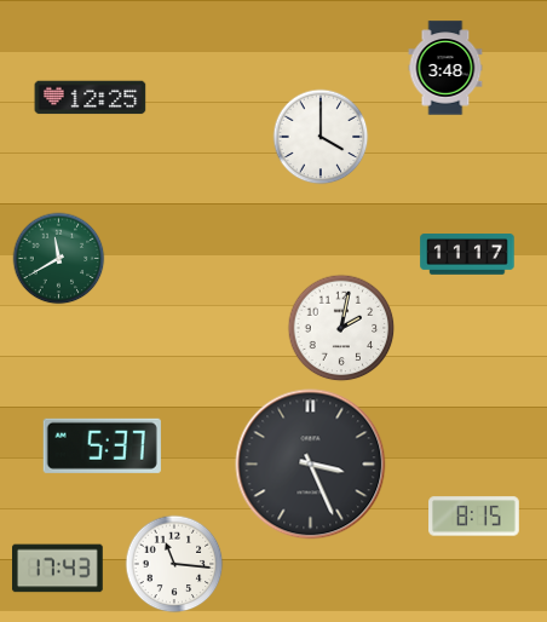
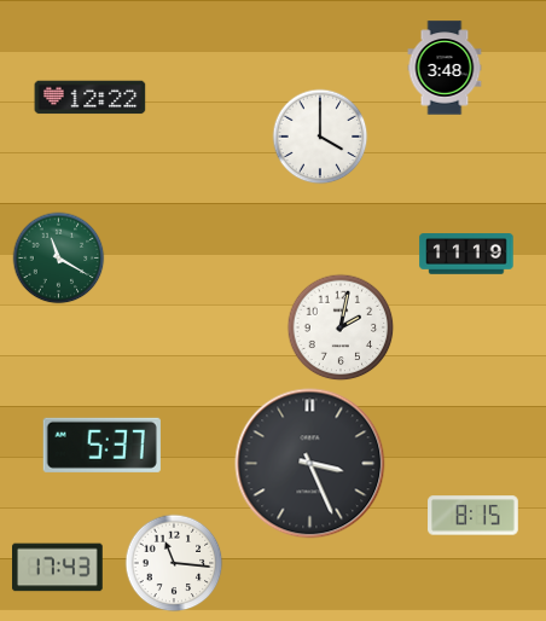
clock at (91, 98): 12:25 -> 12:22
clock at (467, 254): 11:17 -> 11:19
clock at (59, 259): 11:40 -> 11:20
